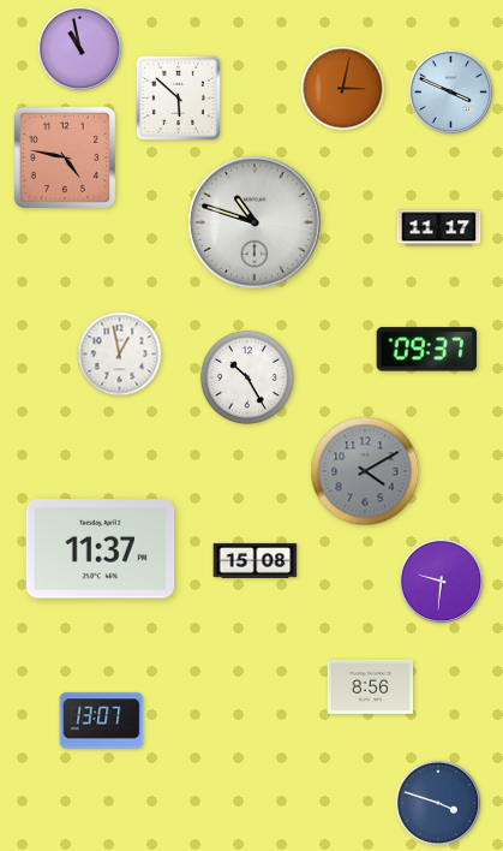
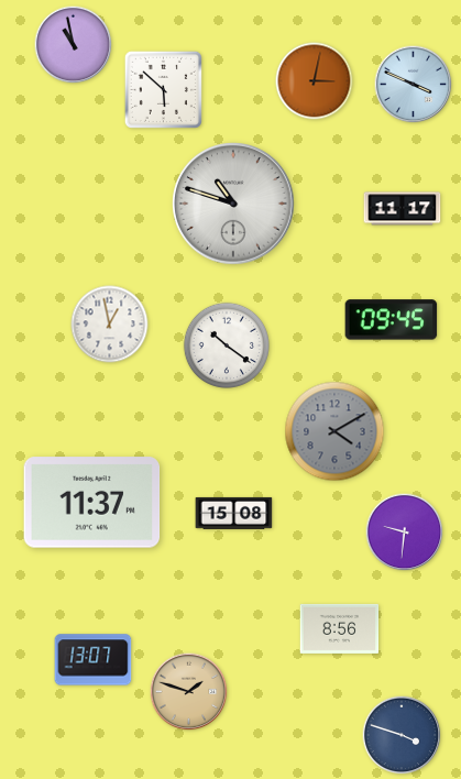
clock at (65, 157): 4:47 -> none
clock at (427, 350): 09:37 -> 09:45
clock at (246, 376): 10:25 -> 10:21
clock at (189, 692): none -> 1:48
